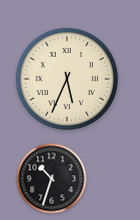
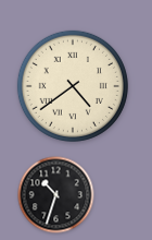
clock at (67, 79): 5:34 -> 4:39
